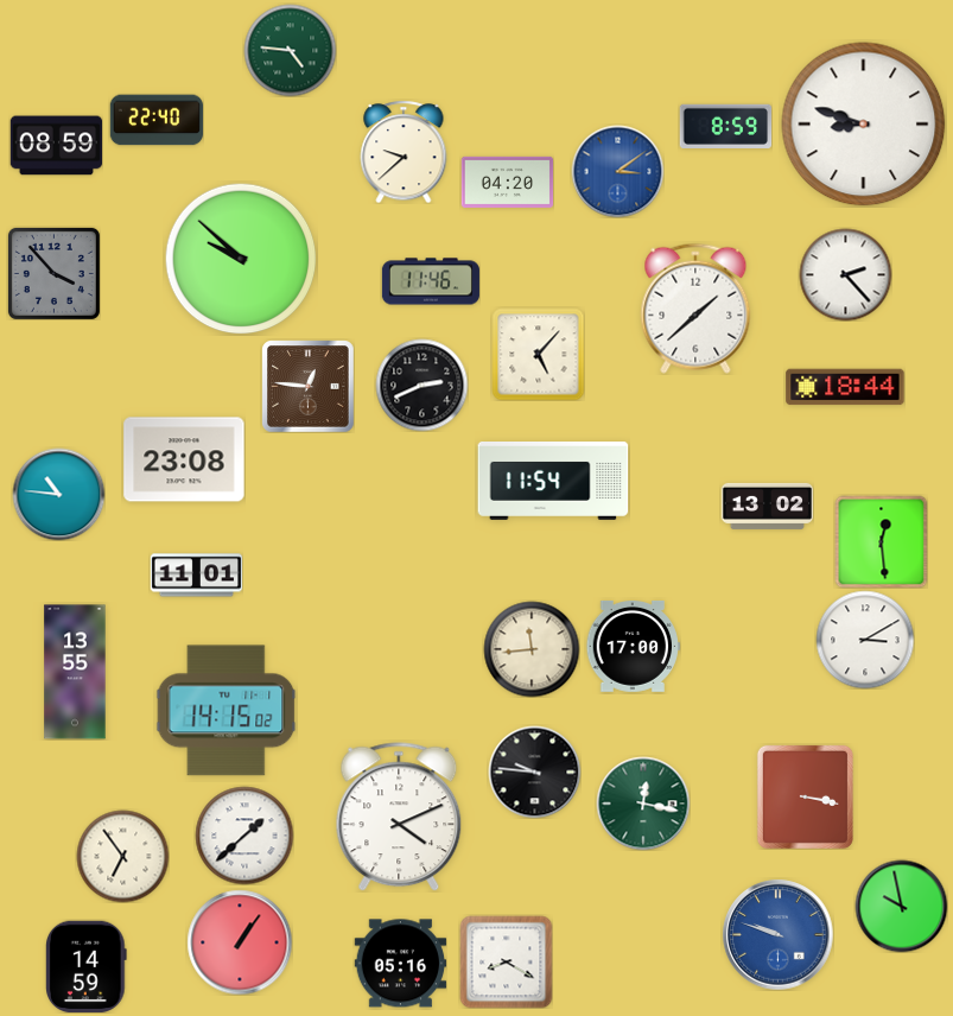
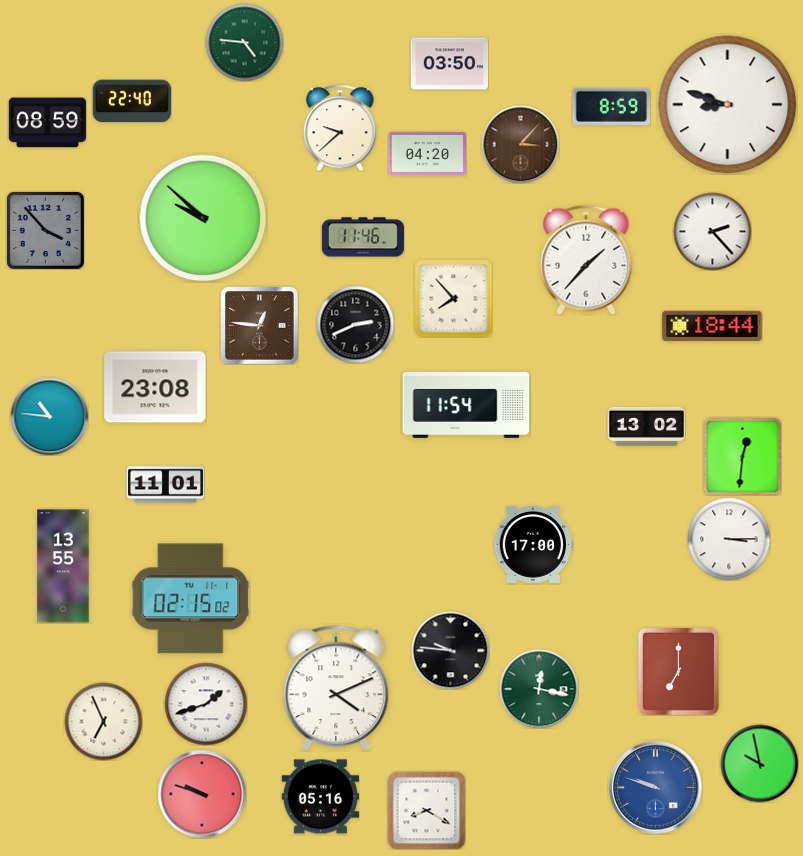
clock at (449, 64): none -> 03:50
clock at (617, 171): 3:09 -> 3:07
clock at (617, 171) dial: blue -> brown
clock at (695, 309): 1:38 -> 1:37
clock at (538, 354): 5:07 -> 7:53
clock at (881, 541): 12:29 -> 12:31
clock at (865, 640): 3:10 -> 3:15
clock at (532, 649): 11:44 -> none
clock at (225, 711): 14:15 -> 02:15
clock at (805, 796): 3:17 -> 7:00
clock at (643, 804) position: (643, 804) -> (539, 689)
clock at (244, 836): 1:38 -> 1:42
clock at (122, 856): 6:54 -> 6:56
clock at (240, 942): 1:06 -> 9:48
clock at (400, 964) position: (400, 964) -> (320, 797)
clock at (87, 966): 14:59 -> none
